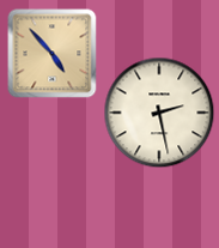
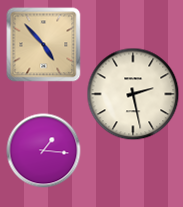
clock at (44, 151): none -> 1:16
